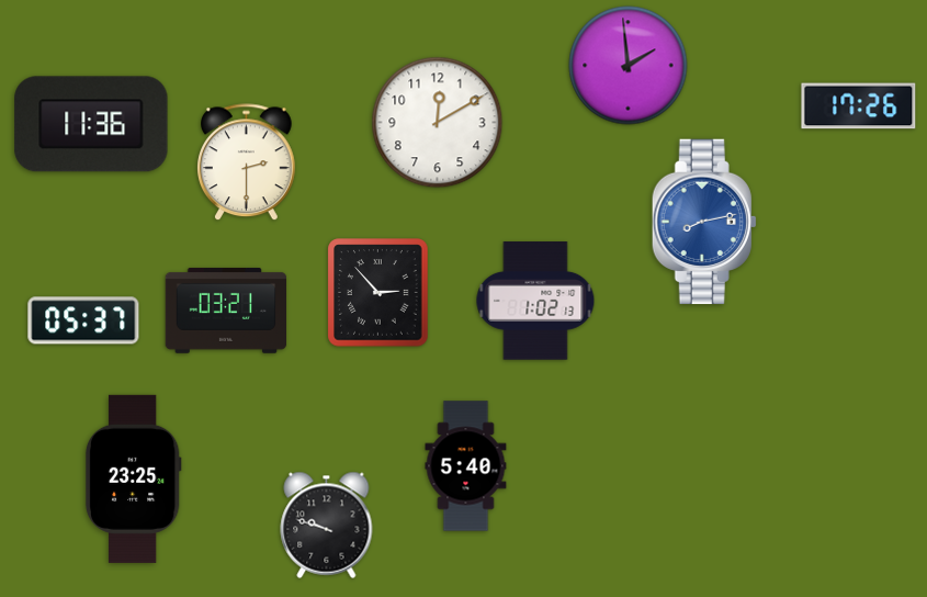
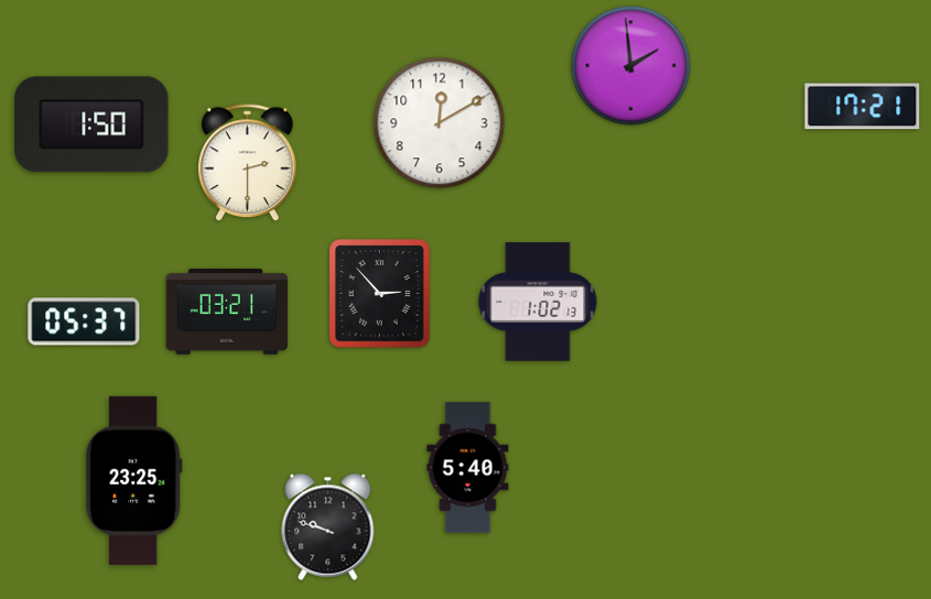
clock at (859, 106): 17:26 -> 17:21
clock at (91, 124): 11:36 -> 1:50
clock at (704, 222): 8:13 -> none
